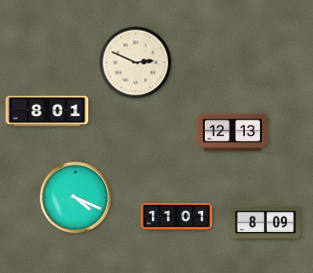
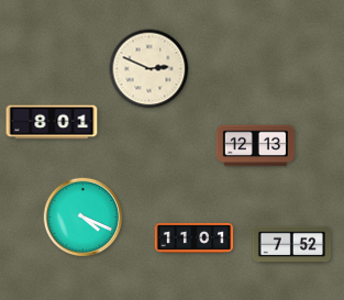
clock at (266, 223): 8:09 -> 7:52
